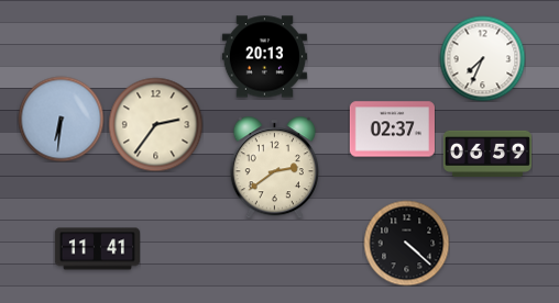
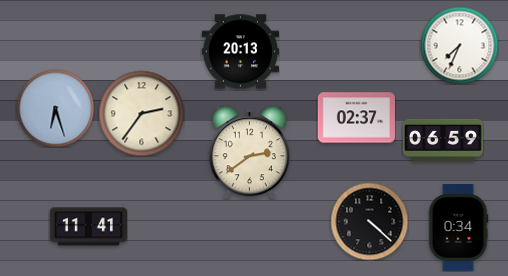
clock at (482, 58) position: (482, 58) -> (459, 45)
clock at (61, 119): 6:31 -> 6:27
clock at (458, 228): none -> 0:34
